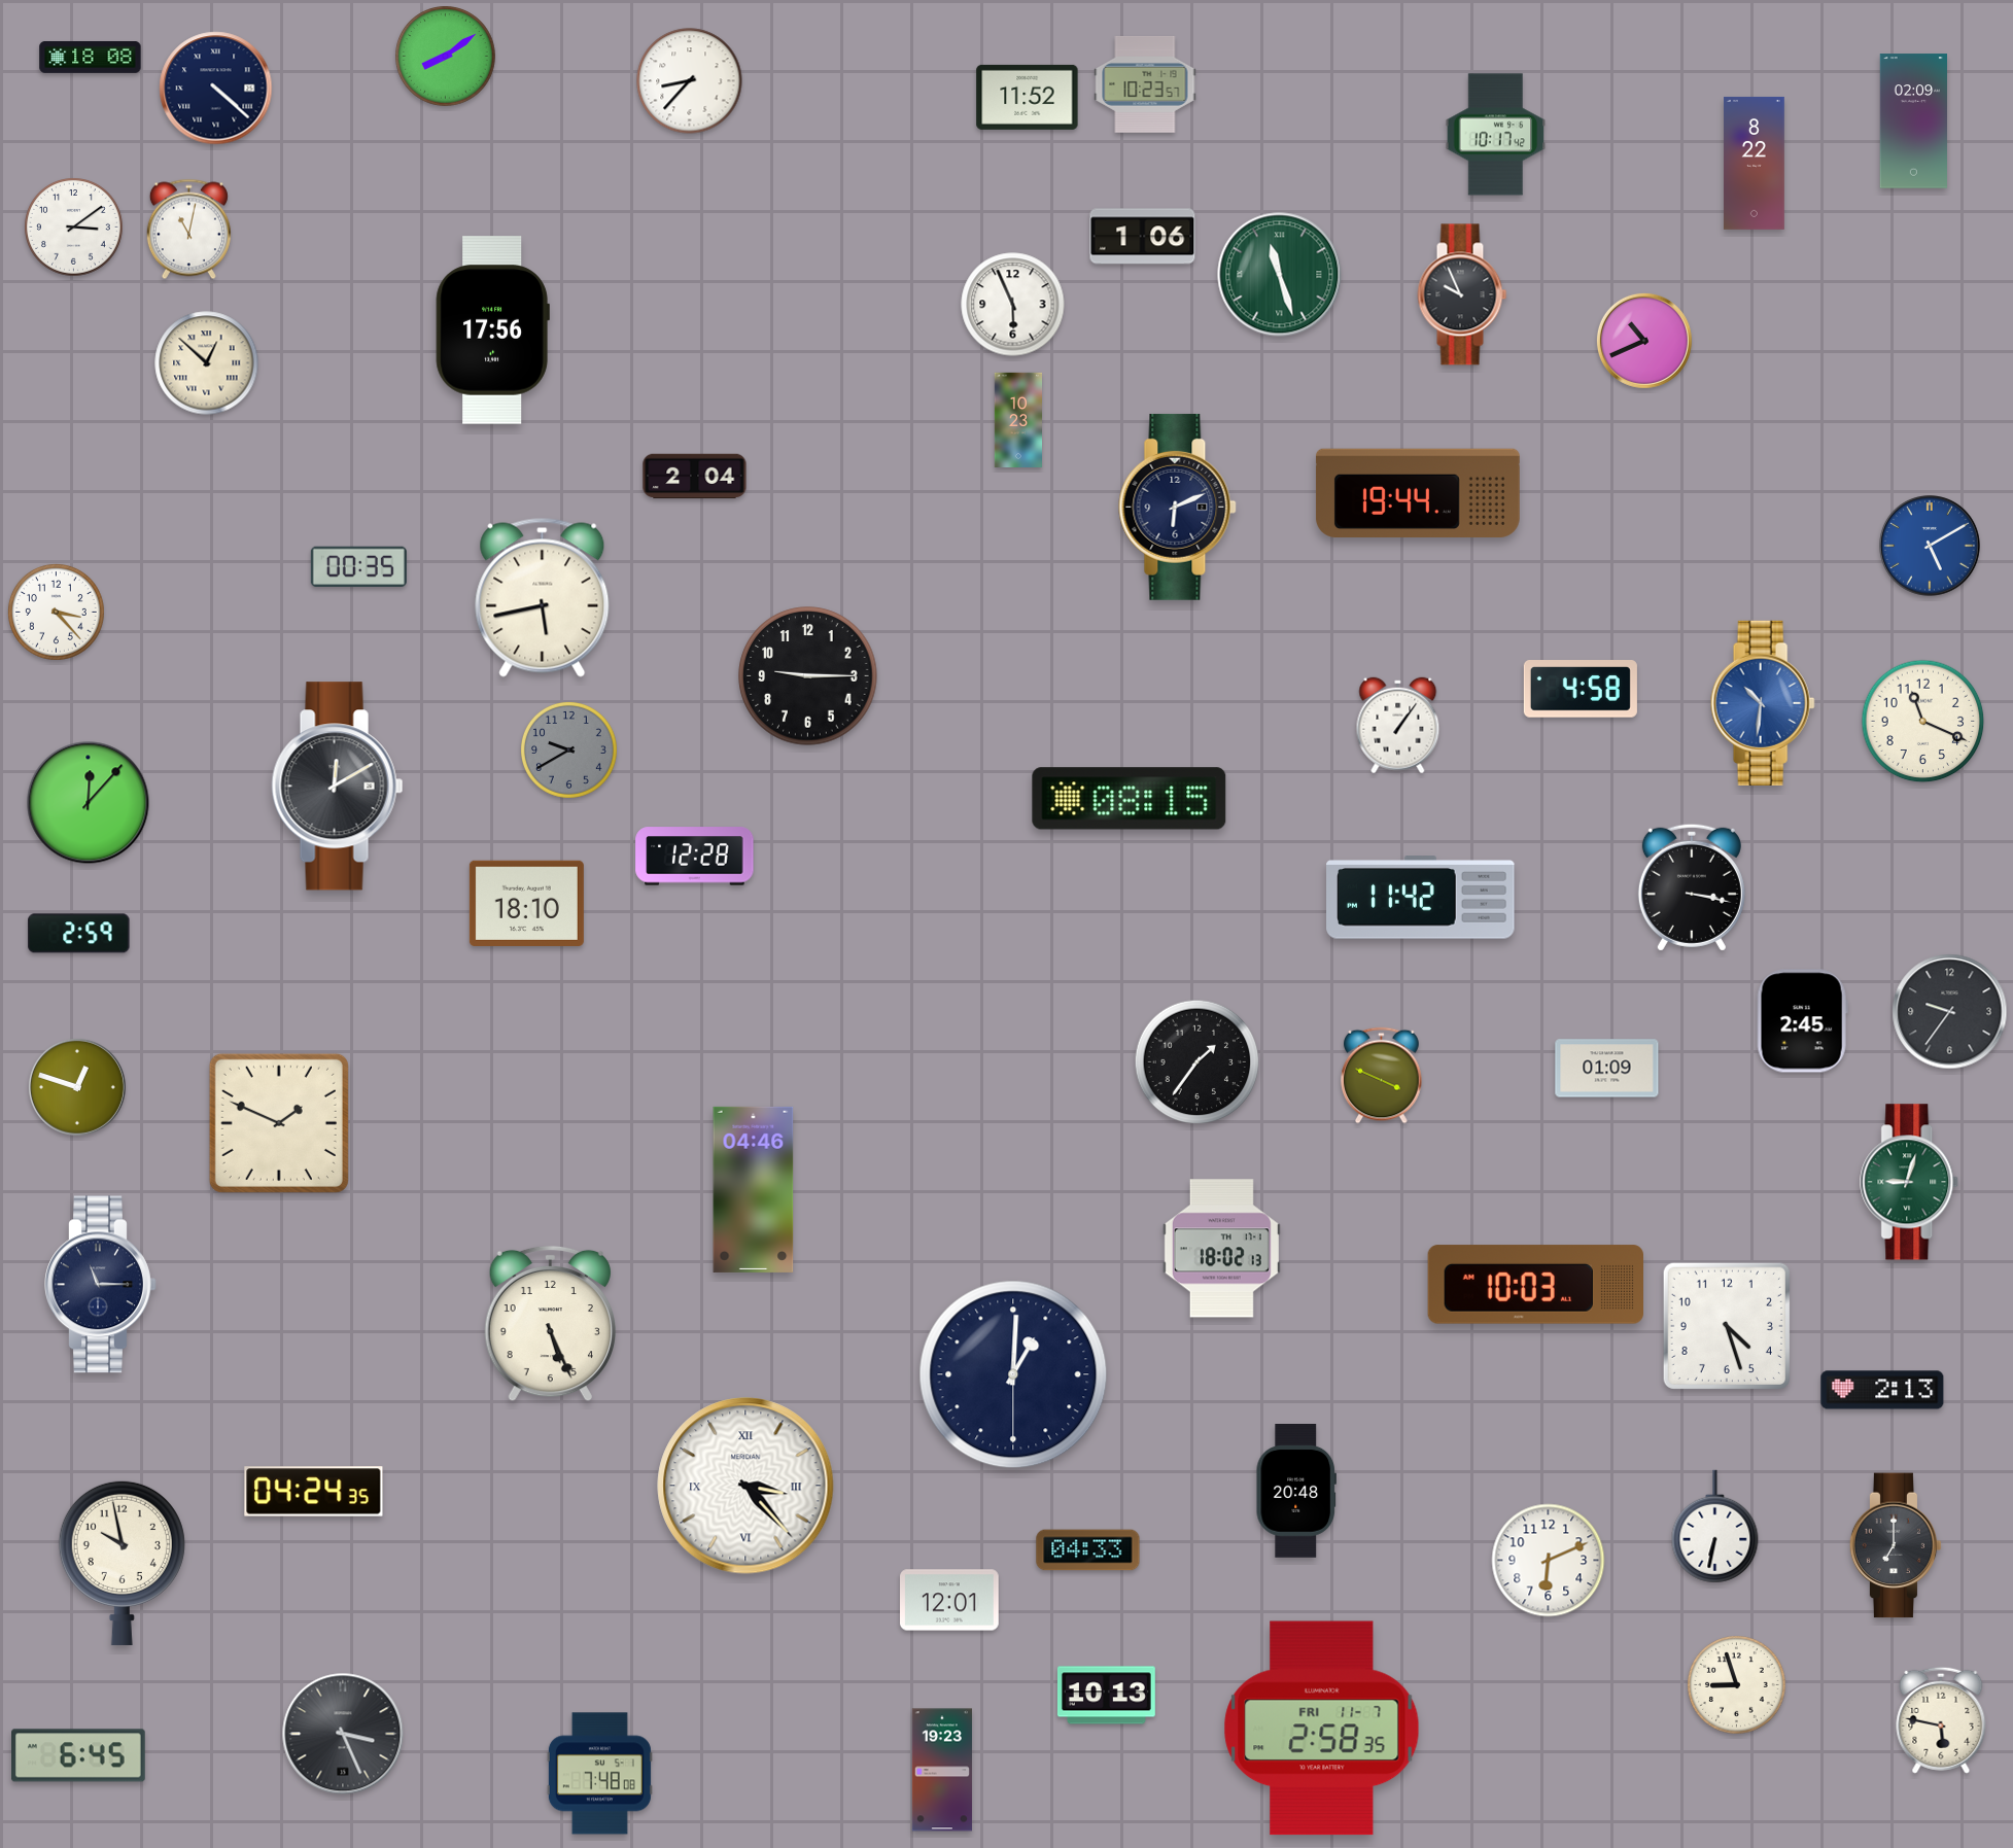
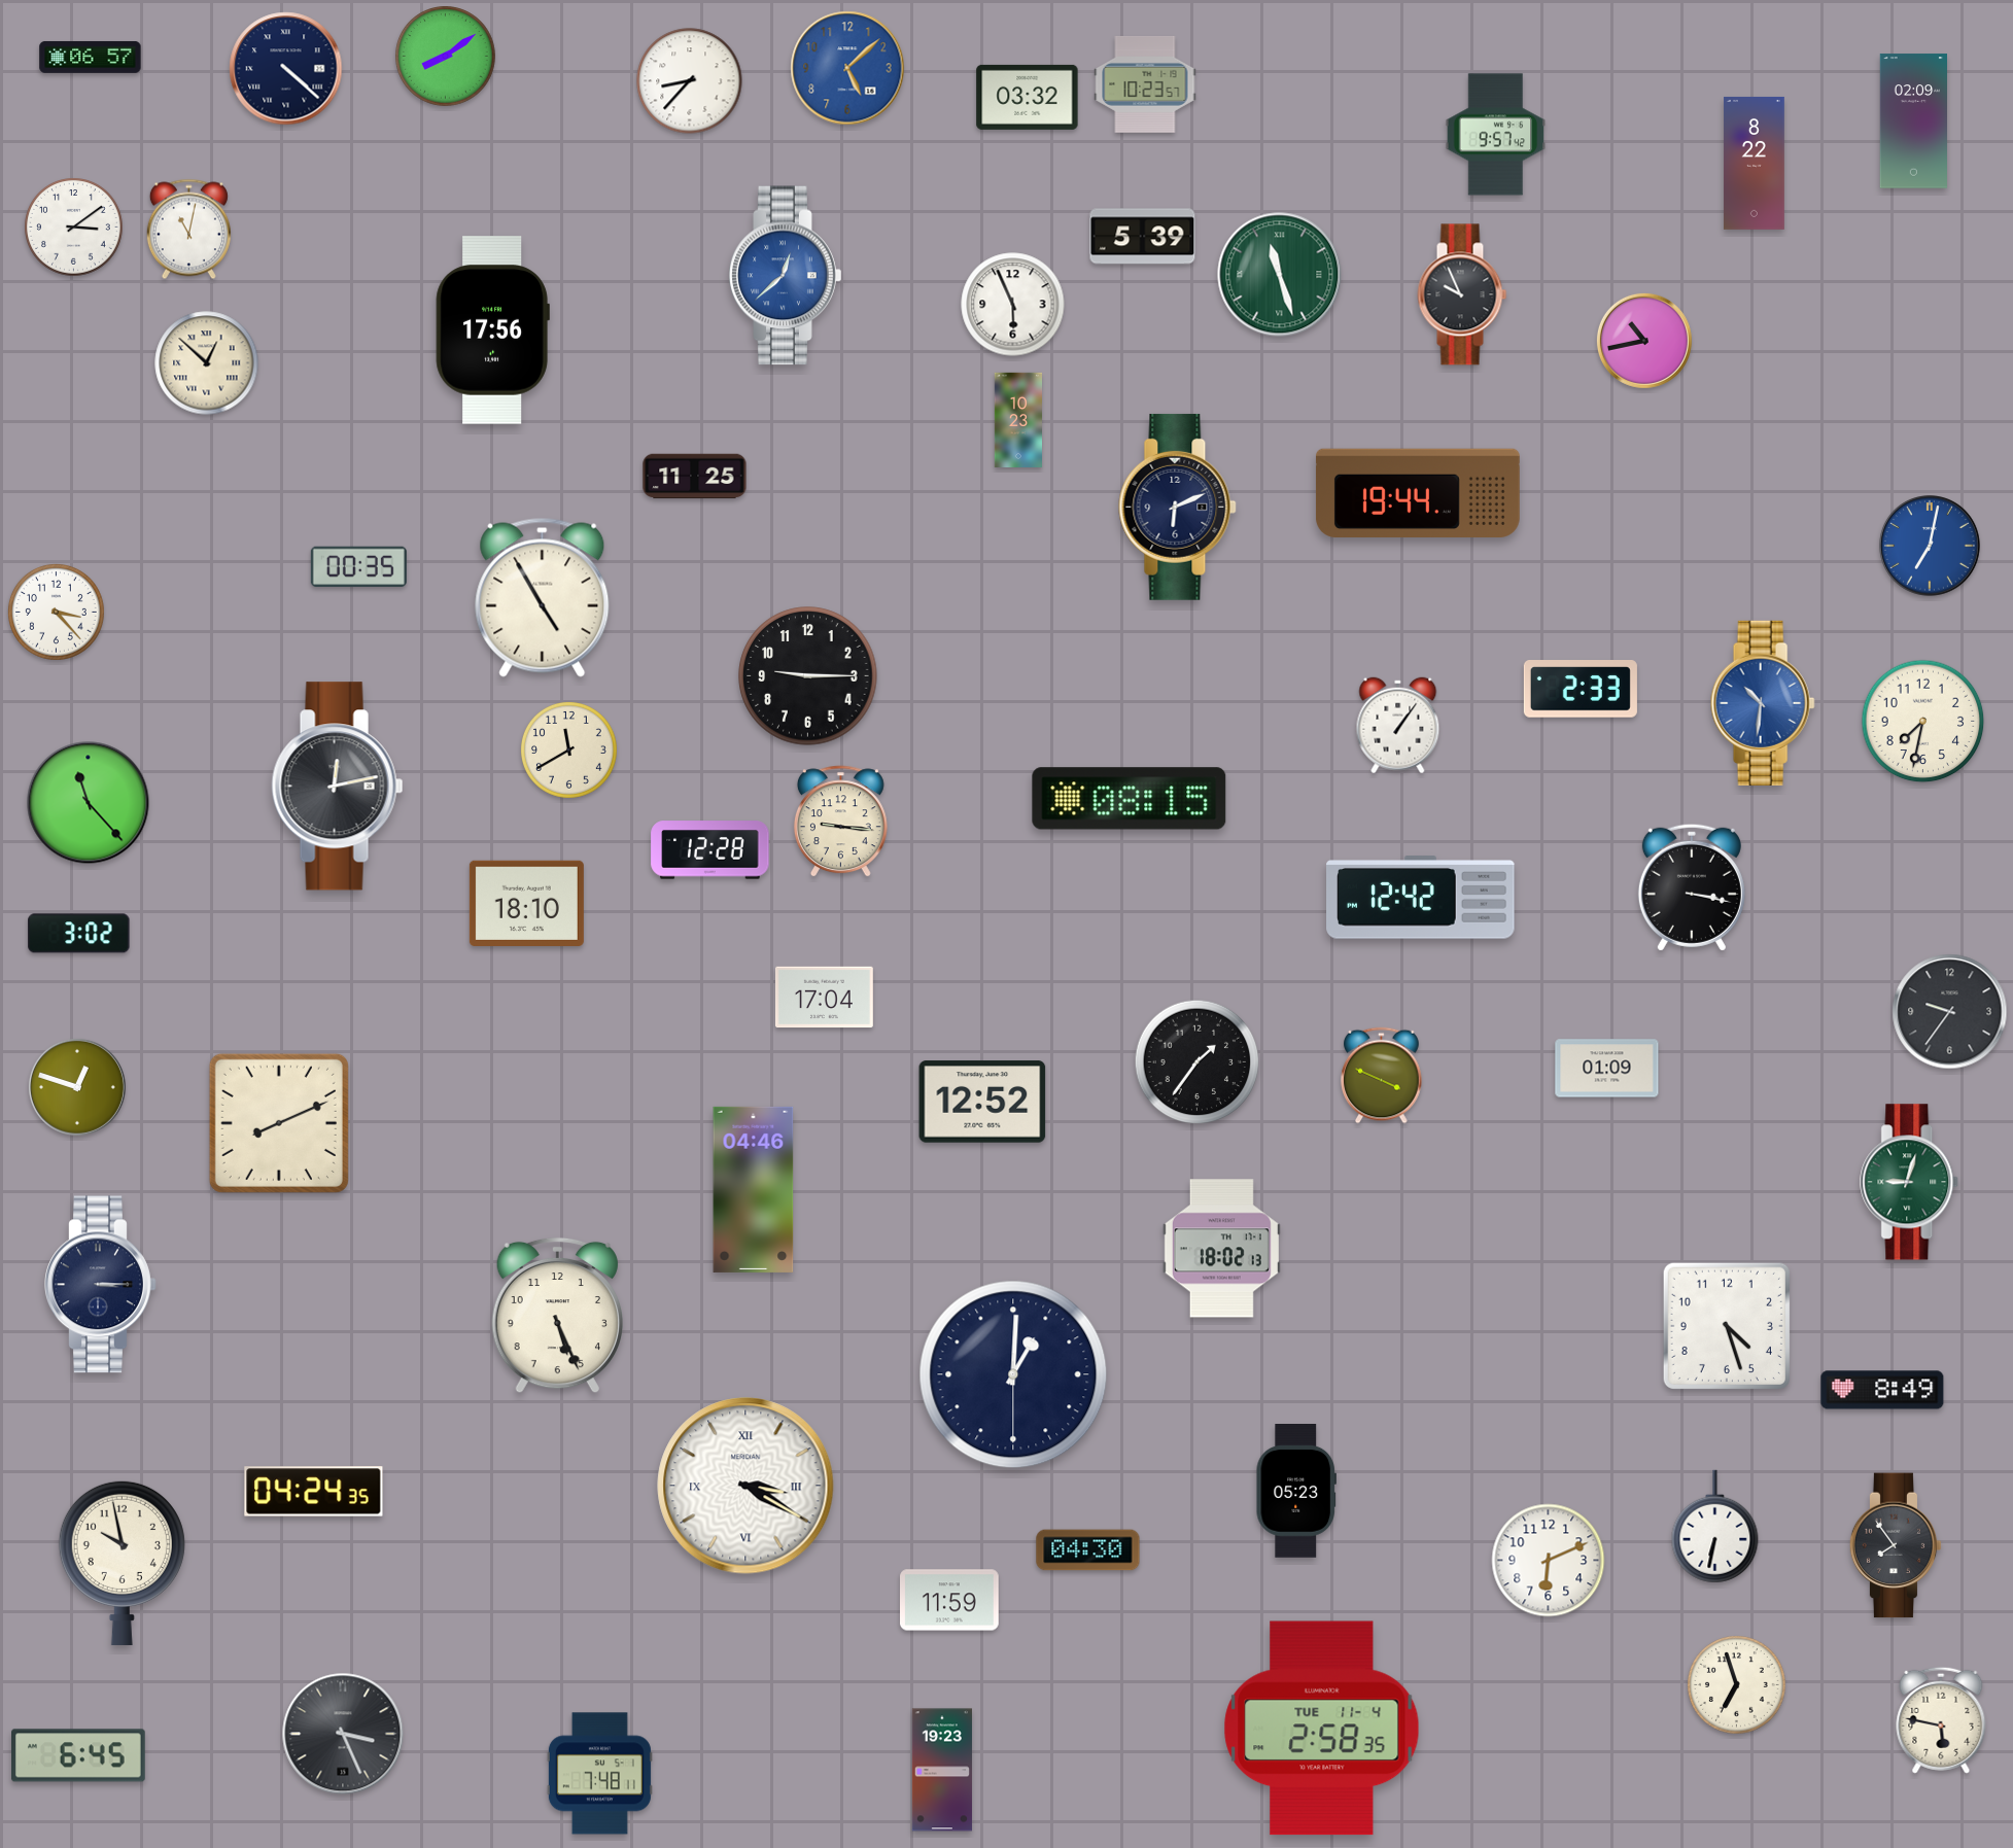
clock at (91, 57): 18:08 -> 06:57
clock at (847, 68): none -> 5:08
clock at (216, 89) position: (216, 89) -> (286, 69)
clock at (1028, 97): 11:52 -> 03:32
clock at (1496, 135): 10:17 -> 9:57
clock at (1143, 237): 1:06 -> 5:39
clock at (786, 276): none -> 12:38
clock at (1644, 341): 10:41 -> 10:43
clock at (695, 477): 2:04 -> 11:25
clock at (1931, 547): 5:10 -> 7:02
clock at (543, 597): 5:43 -> 4:55
clock at (1581, 690): 4:58 -> 2:33
clock at (1923, 722): 11:19 -> 7:32
clock at (568, 749): 9:40 -> 11:40
clock at (568, 749) dial: grey -> cream
clock at (338, 787): 12:10 -> 12:13
clock at (89, 803): 12:07 -> 11:23
clock at (840, 822): none -> 9:16
clock at (695, 857) position: (695, 857) -> (710, 850)
clock at (1421, 898): 11:42 -> 12:42
clock at (79, 934): 2:59 -> 3:02
clock at (824, 998): none -> 17:04
clock at (1802, 1021): 2:45 -> none
clock at (982, 1102): none -> 12:52
clock at (279, 1123): 1:49 -> 8:11
clock at (101, 1285): 11:15 -> 3:15
clock at (1535, 1285): 10:03 -> none
clock at (550, 1324) position: (550, 1324) -> (557, 1316)
clock at (1882, 1390): 2:13 -> 8:49
clock at (745, 1486): 3:23 -> 3:20
clock at (1295, 1492): 20:48 -> 05:23
clock at (1896, 1545): 7:00 -> 7:54
clock at (1088, 1550): 04:33 -> 04:30
clock at (950, 1600): 12:01 -> 11:59
clock at (1737, 1685): 8:57 -> 6:57
clock at (1106, 1696): 10:13 -> none
clock at (1322, 1729) date: FRI 11-7 -> TUE 11-4
clock at (599, 1774): 7:48:08 -> 7:48:11
